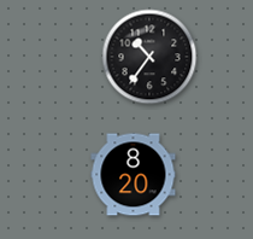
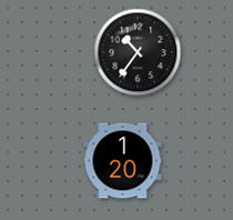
clock at (134, 175): 8:20 -> 1:20
